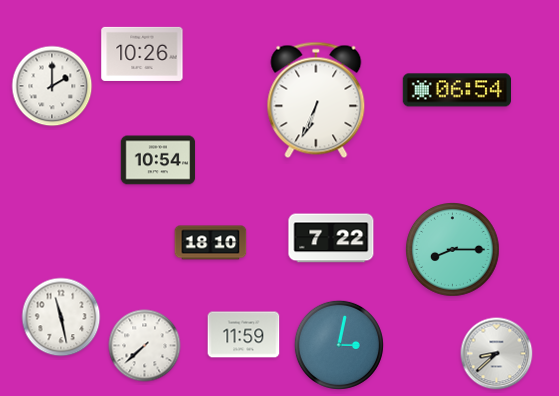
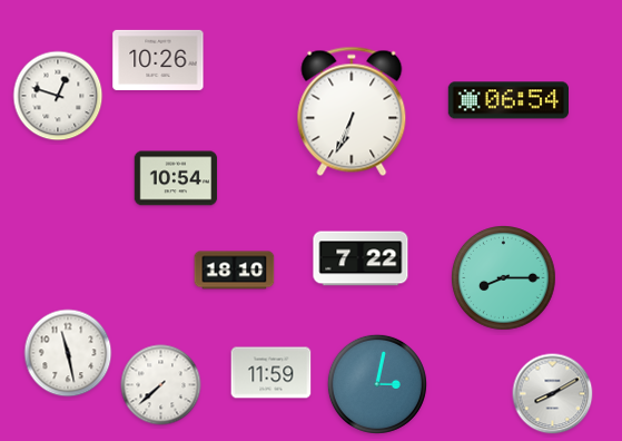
clock at (52, 86): 2:00 -> 12:48
clock at (331, 238) position: (331, 238) -> (361, 258)
clock at (497, 354): 8:38 -> 8:10
